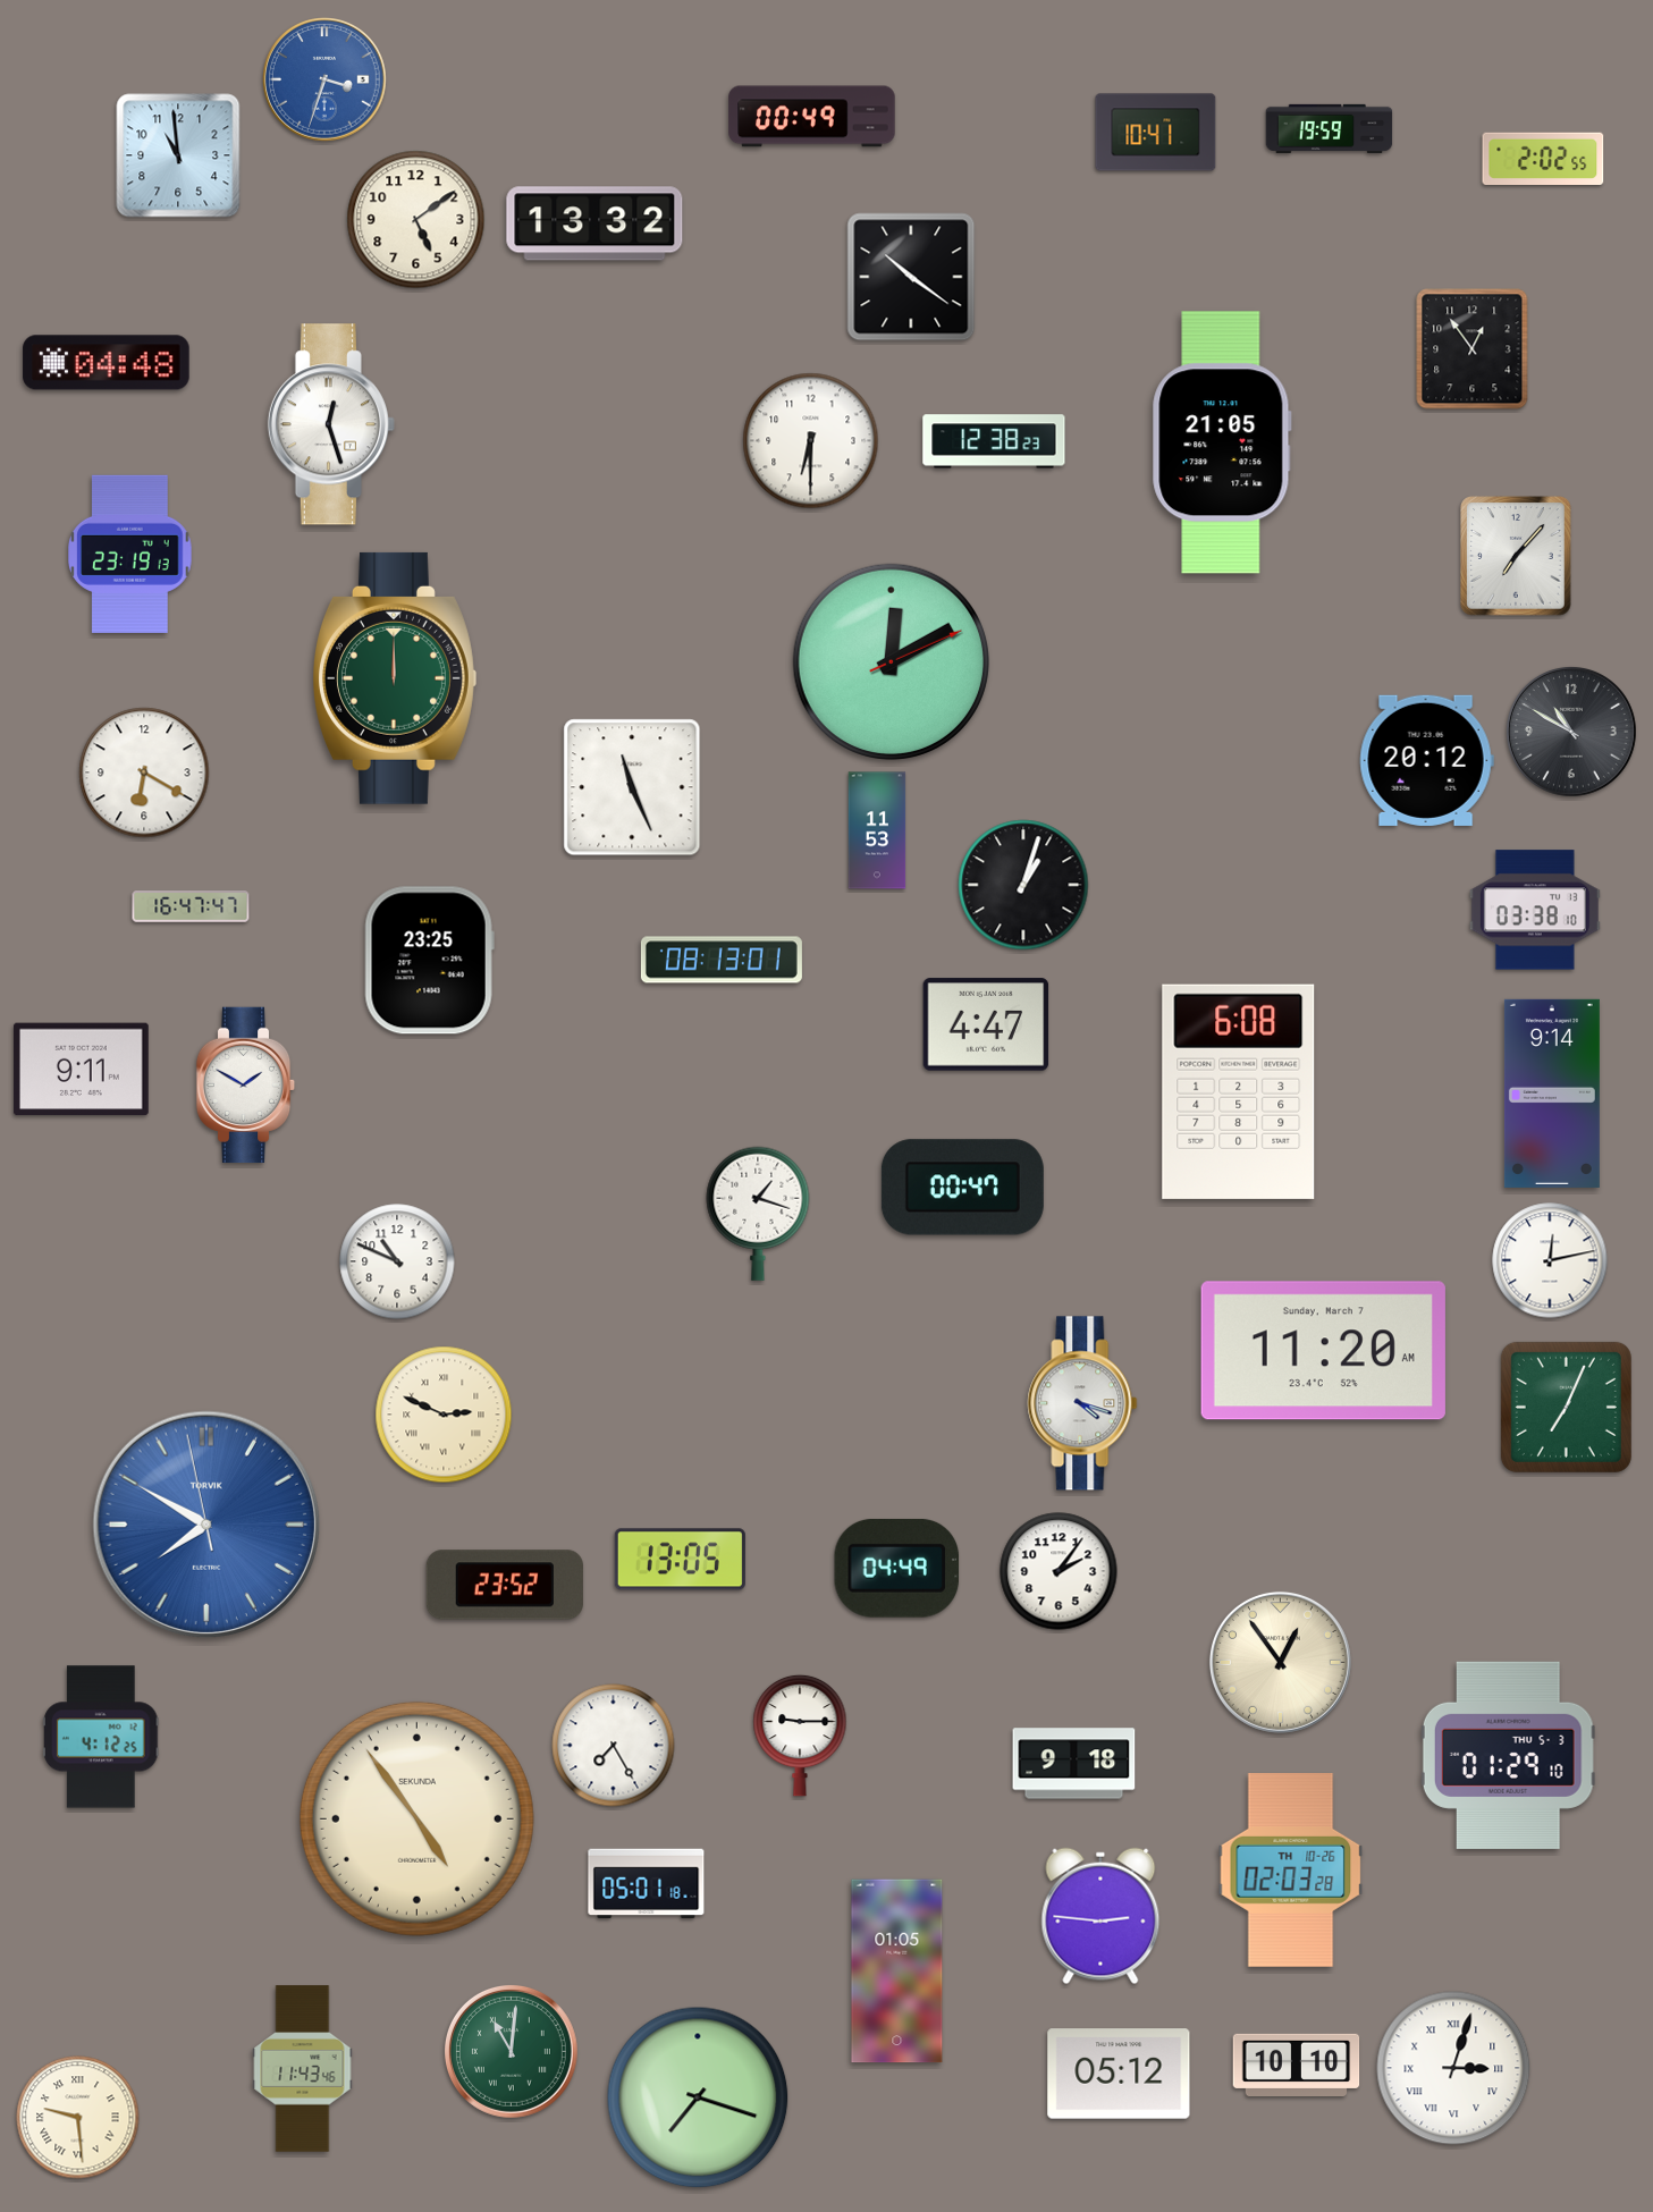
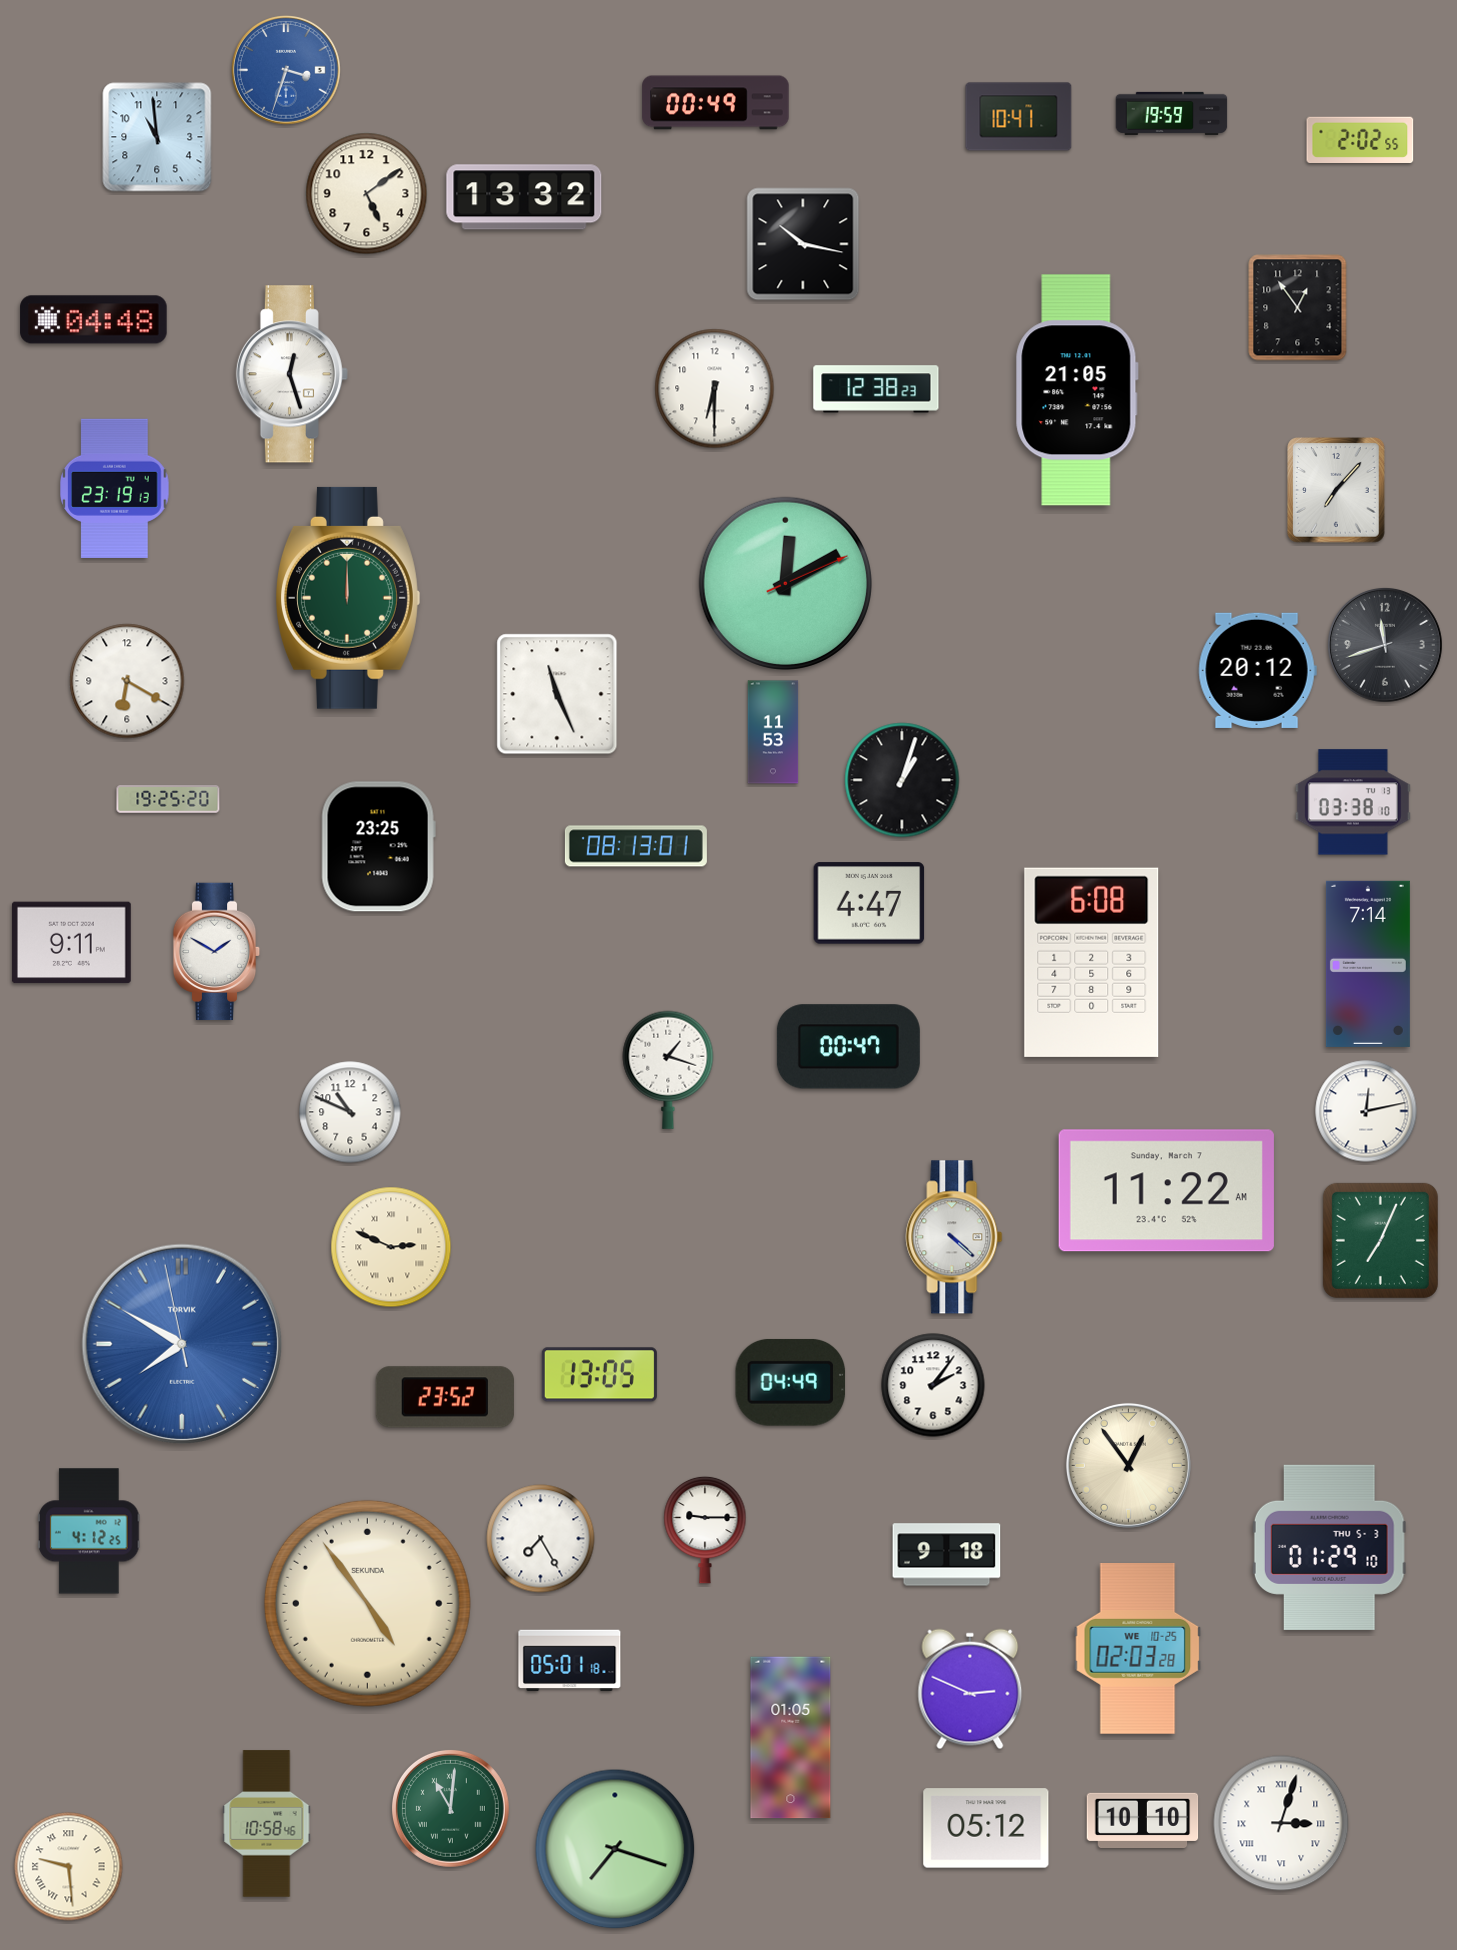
clock at (911, 277): 10:21 -> 10:17
clock at (1571, 732): 10:50 -> 11:42
clock at (191, 906): 16:47 -> 19:25
clock at (246, 1086) position: (246, 1086) -> (217, 952)
clock at (1552, 1094): 9:14 -> 7:14
clock at (1323, 1351): 11:20 -> 11:22
clock at (1082, 1403): 4:18 -> 4:22
clock at (1291, 1871) date: TH 10-26 -> WE 10-25
clock at (1100, 1916): 2:46 -> 2:49
clock at (303, 2069): 11:43 -> 10:58
